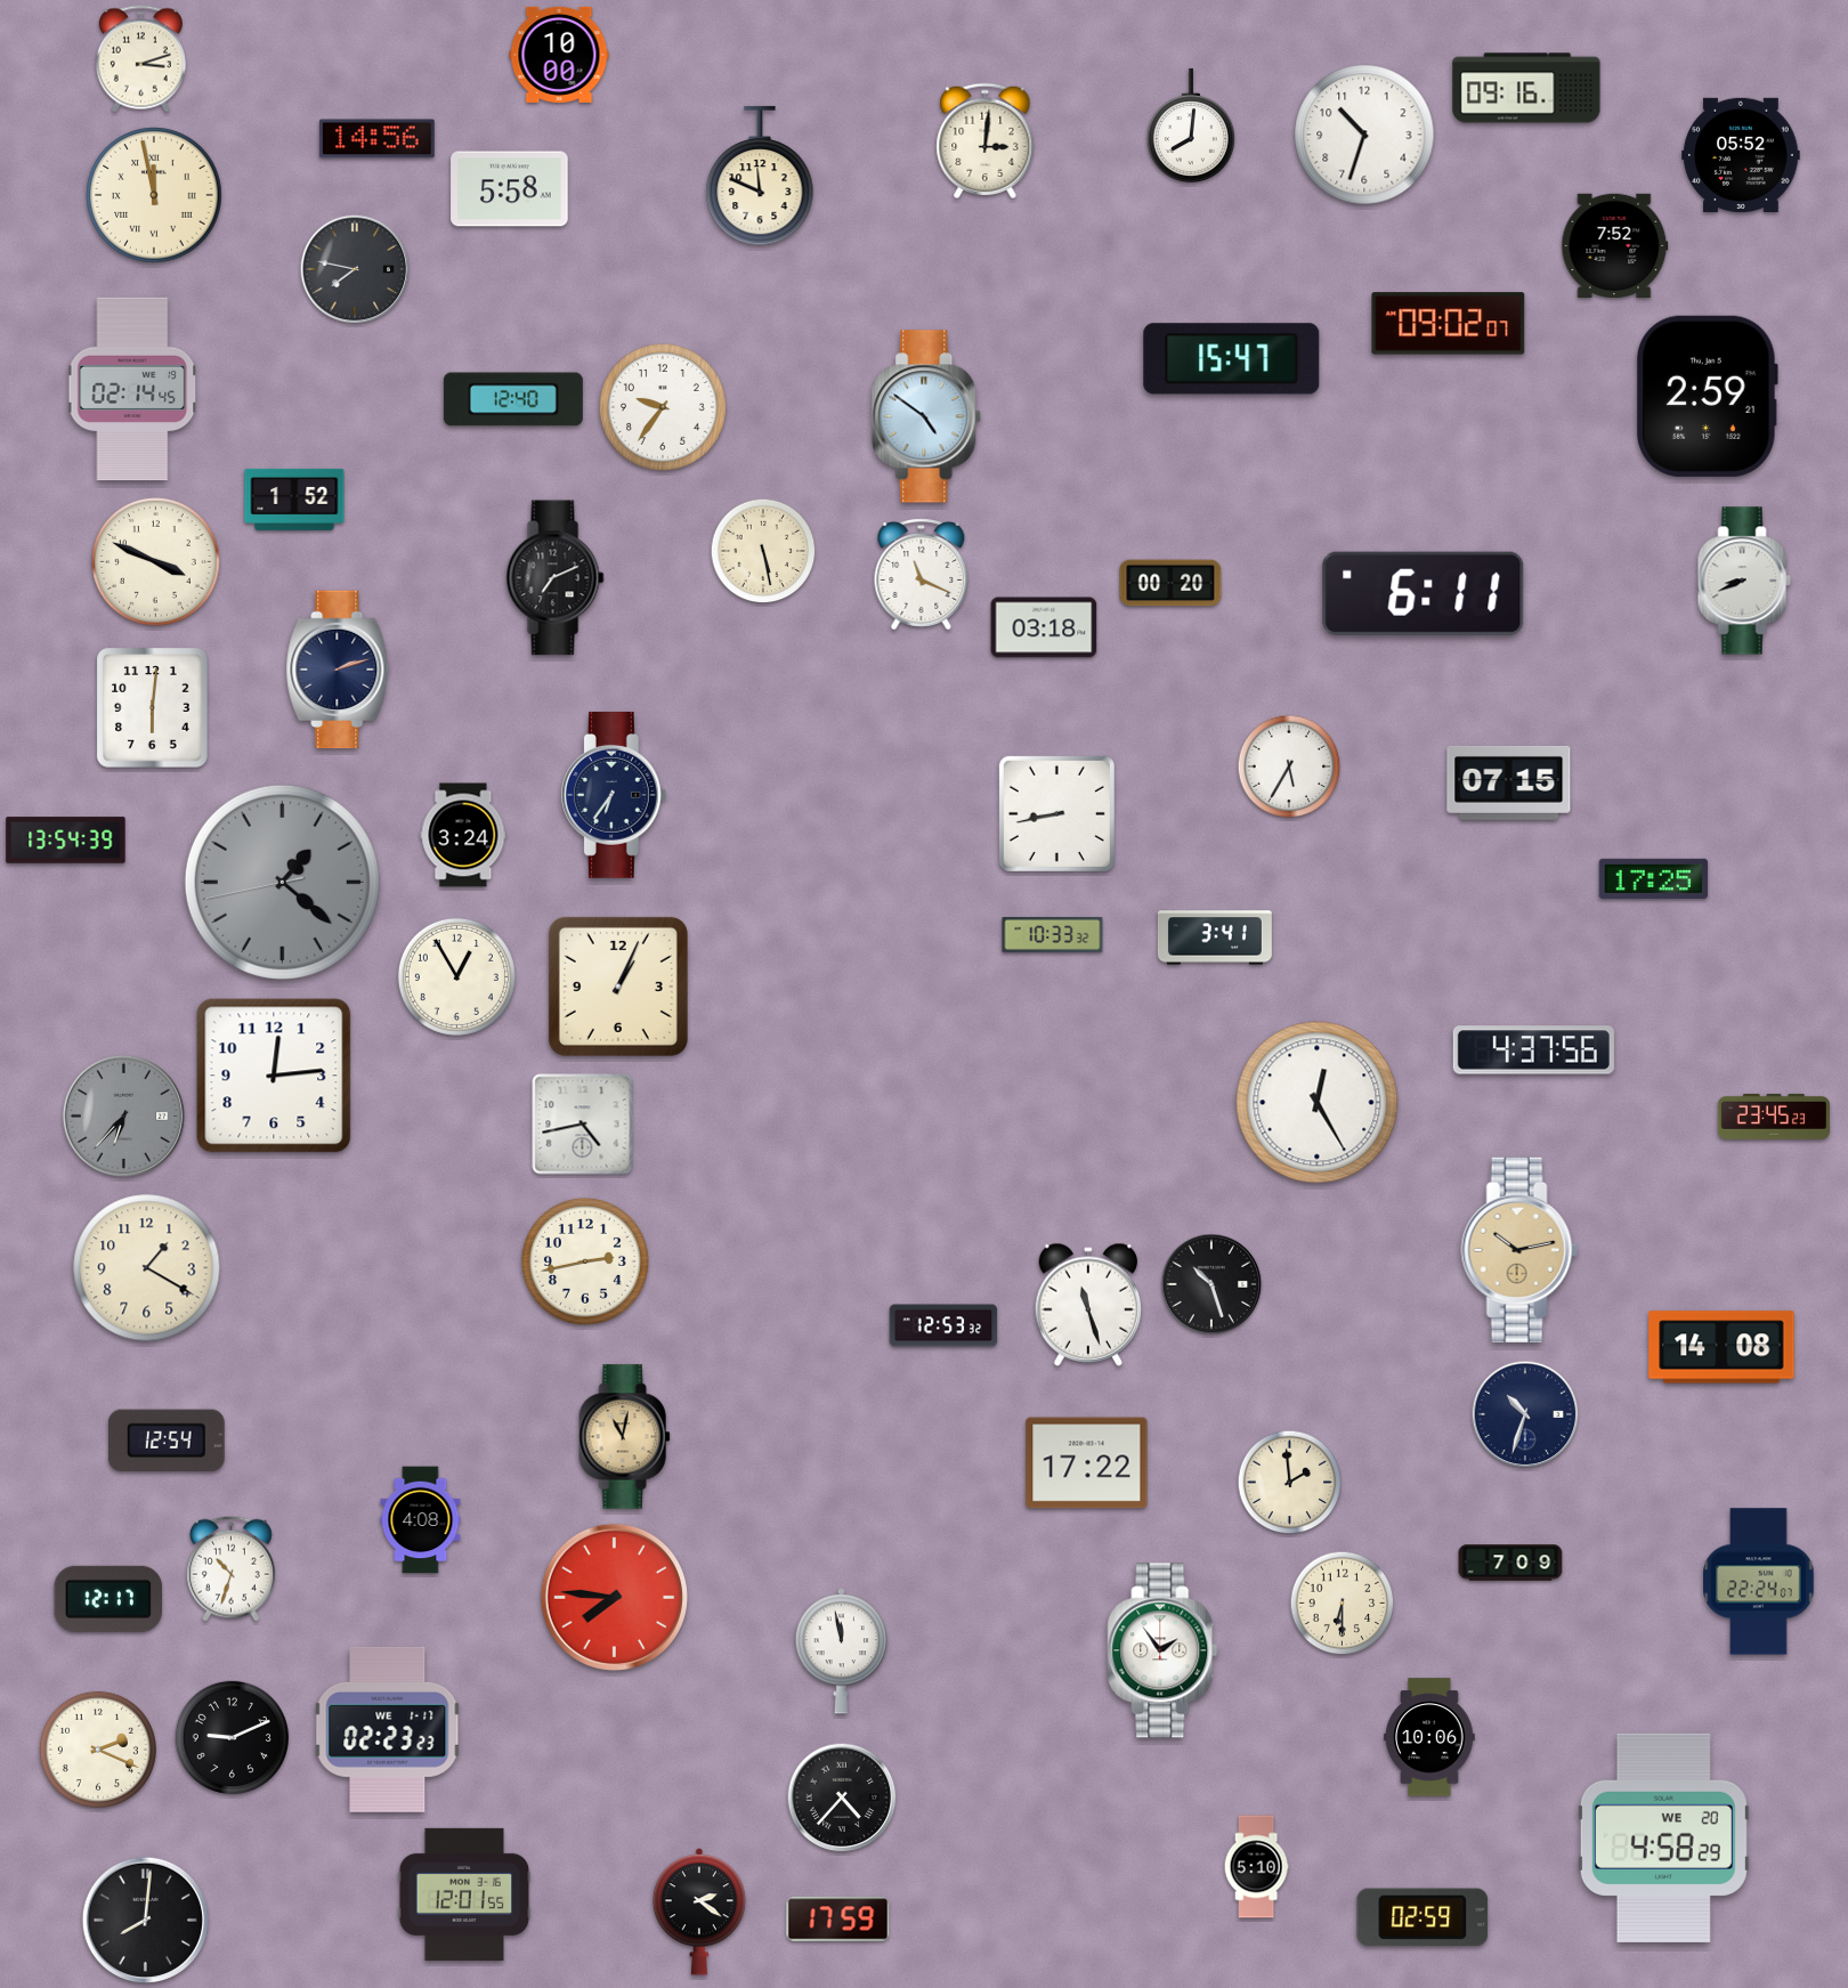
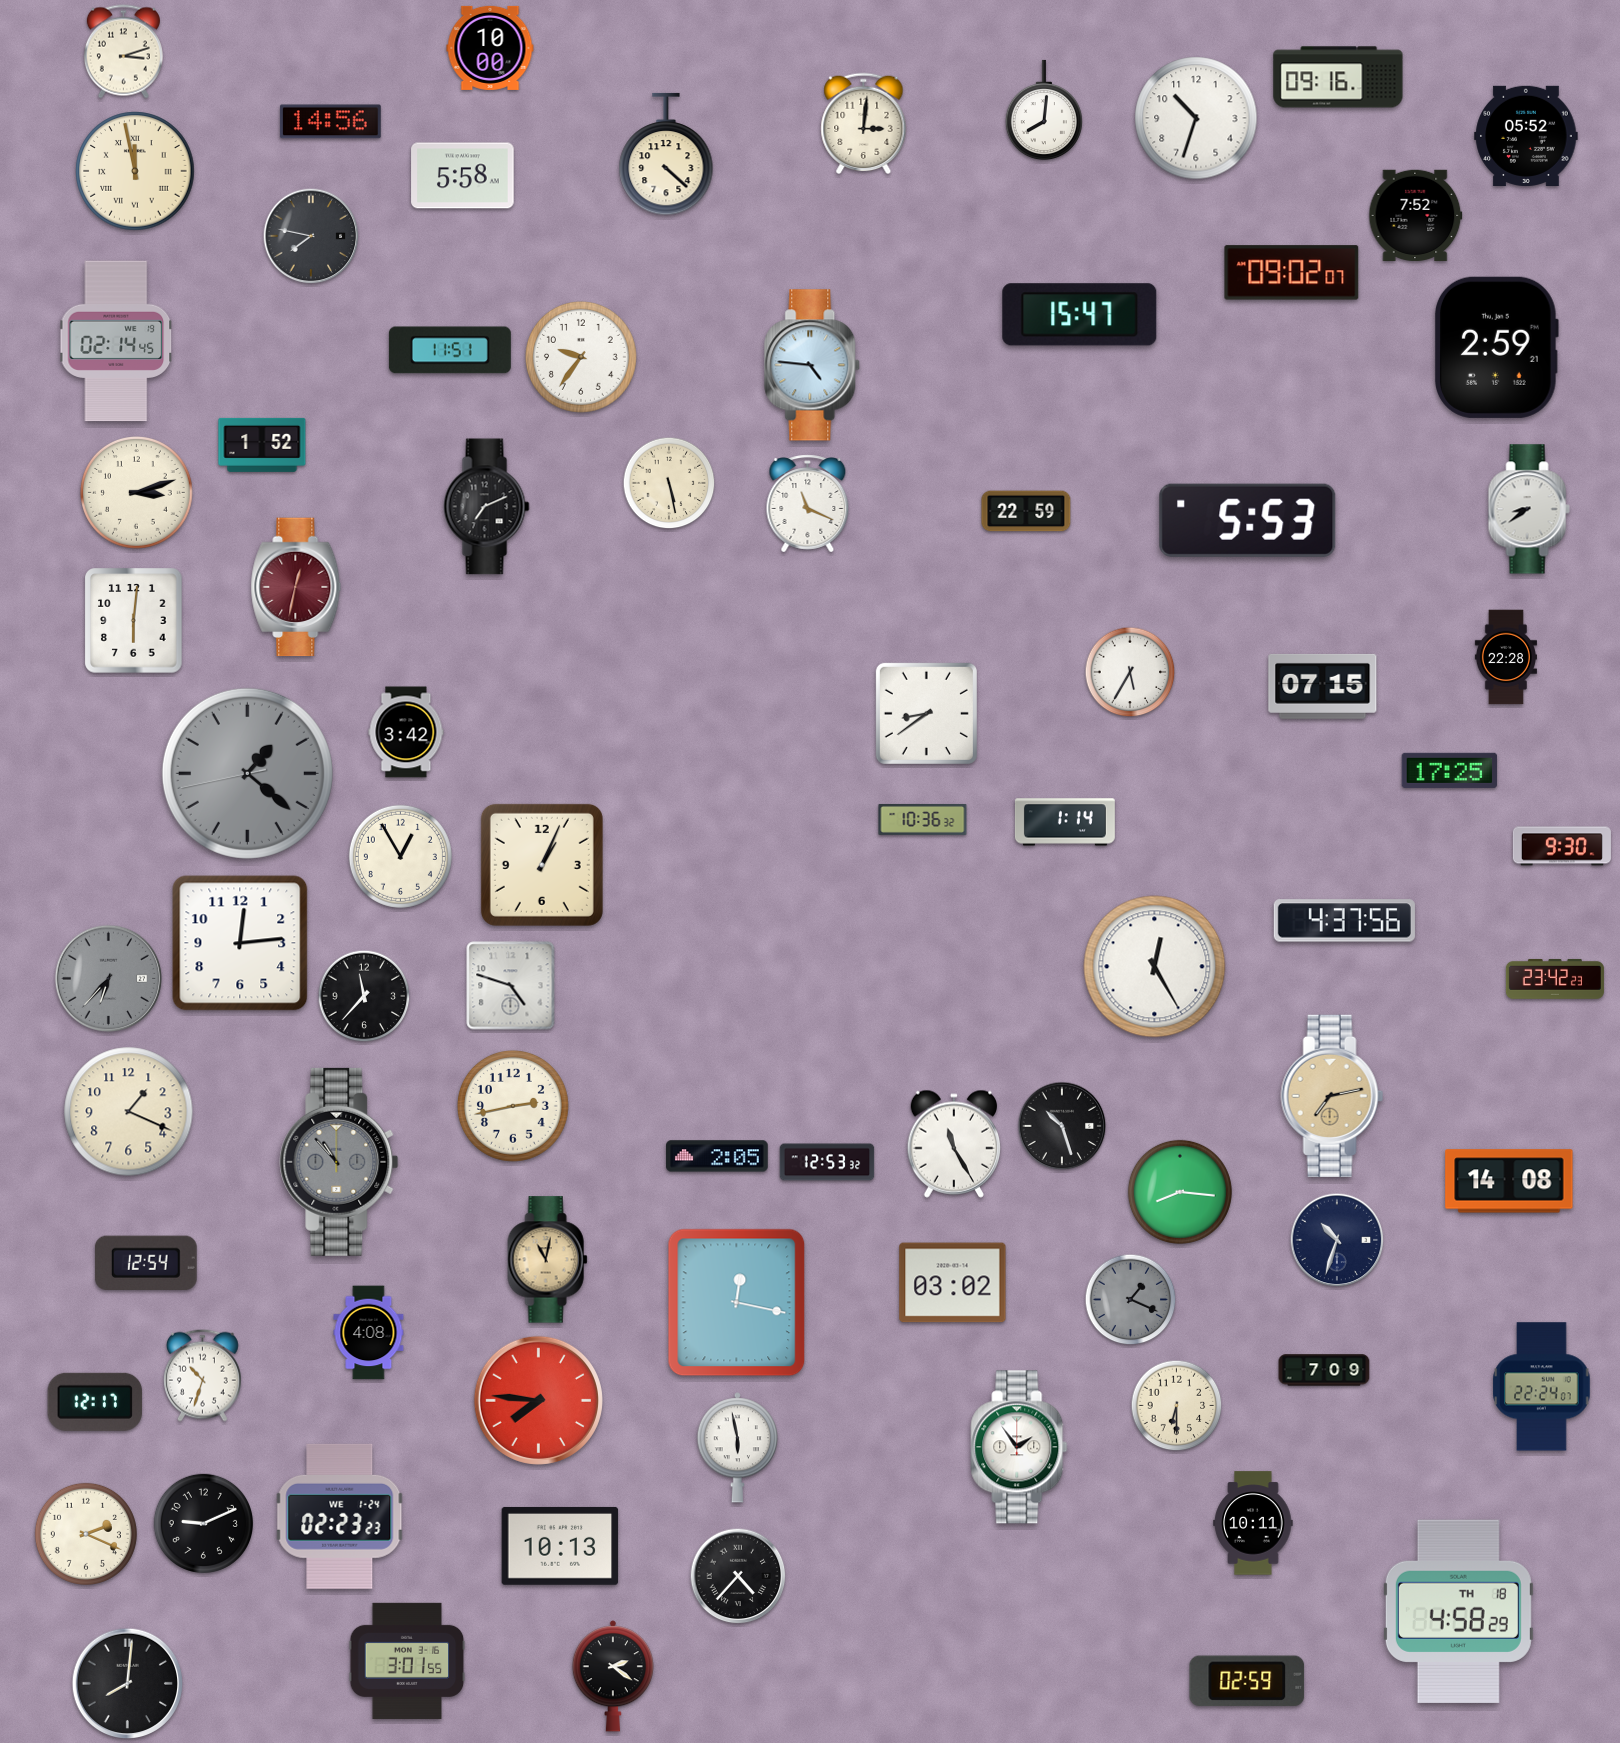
clock at (760, 176): 11:49 -> 4:22
clock at (510, 189) position: (510, 189) -> (463, 176)
clock at (1449, 324) position: (1449, 324) -> (1292, 273)
clock at (513, 399): 12:40 -> 11:51
clock at (927, 416): 4:51 -> 4:46
clock at (294, 500) position: (294, 500) -> (262, 445)
clock at (156, 562): 3:49 -> 3:12
clock at (1744, 581): 8:41 -> 8:39
clock at (1170, 583): 00:20 -> 22:59
clock at (1424, 593): 6:11 -> 5:53
clock at (1044, 627): 03:18 -> none
clock at (338, 670): 2:12 -> 12:32
clock at (338, 670) dial: navy -> burgundy
clock at (1506, 657): none -> 22:28
clock at (614, 796): 6:36 -> none
clock at (1056, 813): 8:43 -> 8:39
clock at (463, 835): 3:24 -> 3:42
clock at (66, 841): 13:54 -> none
clock at (1053, 934): 10:33 -> 10:36
clock at (1215, 938): 3:41 -> 1:14
clock at (1562, 846): none -> 9:30
clock at (1774, 1117): 23:45 -> 23:42
clock at (583, 1125): 4:43 -> 4:48
clock at (364, 996): none -> 11:37
clock at (1519, 1250): 10:13 -> 7:13
clock at (147, 1268): 1:20 -> 1:19
clock at (1087, 1305): 11:27 -> 11:25
clock at (717, 1156): none -> 2:05
clock at (339, 1162): none -> 10:53
clock at (1180, 1192): none -> 8:16
clock at (1087, 1463): 17:22 -> 03:02
clock at (1290, 1483): 1:59 -> 1:19
clock at (1290, 1483) dial: cream -> grey
clock at (737, 1303): none -> 12:17
clock at (841, 1652): 11:58 -> 5:58
clock at (388, 1729) date: WE 1-17 -> WE 1-24
clock at (1429, 1737): 10:06 -> 10:11
clock at (560, 1546): none -> 10:13
clock at (1663, 1837) date: WE 20 -> TH 18
clock at (1256, 1867): 5:10 -> none
clock at (464, 1894): 12:01 -> 3:01
clock at (838, 1920): 17:59 -> none
